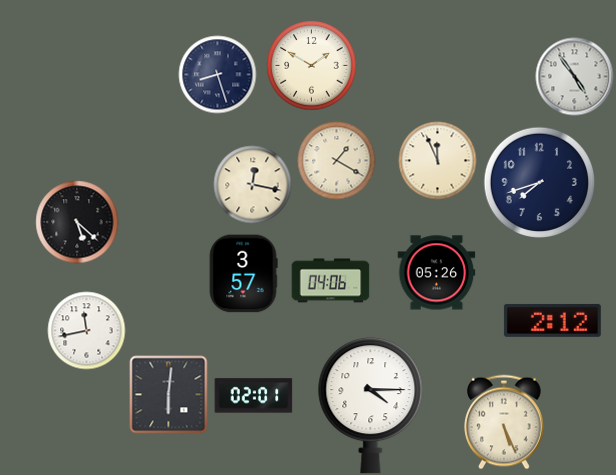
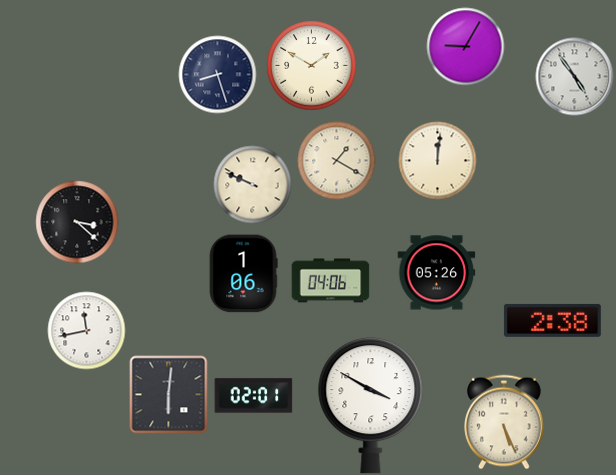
clock at (465, 46): none -> 9:05
clock at (437, 160): 11:56 -> 12:01
clock at (539, 182): 7:42 -> none
clock at (252, 184): 12:17 -> 9:49
clock at (77, 222): 5:22 -> 3:22
clock at (243, 273): 3:57 -> 1:06
clock at (552, 320): 2:12 -> 2:38
clock at (371, 406): 4:15 -> 3:50
